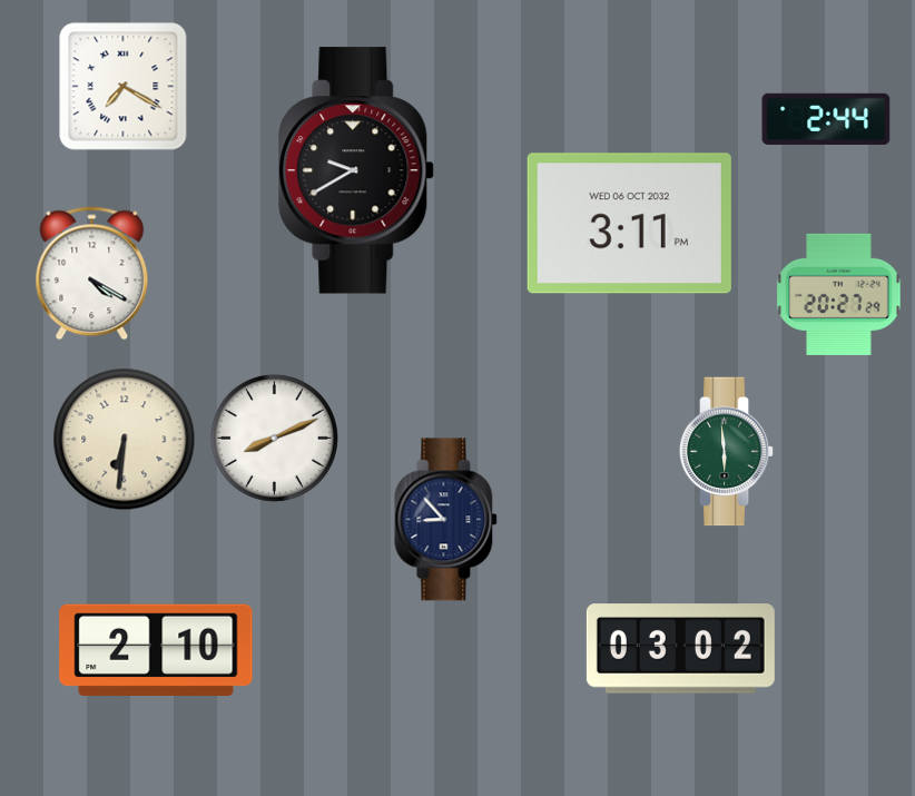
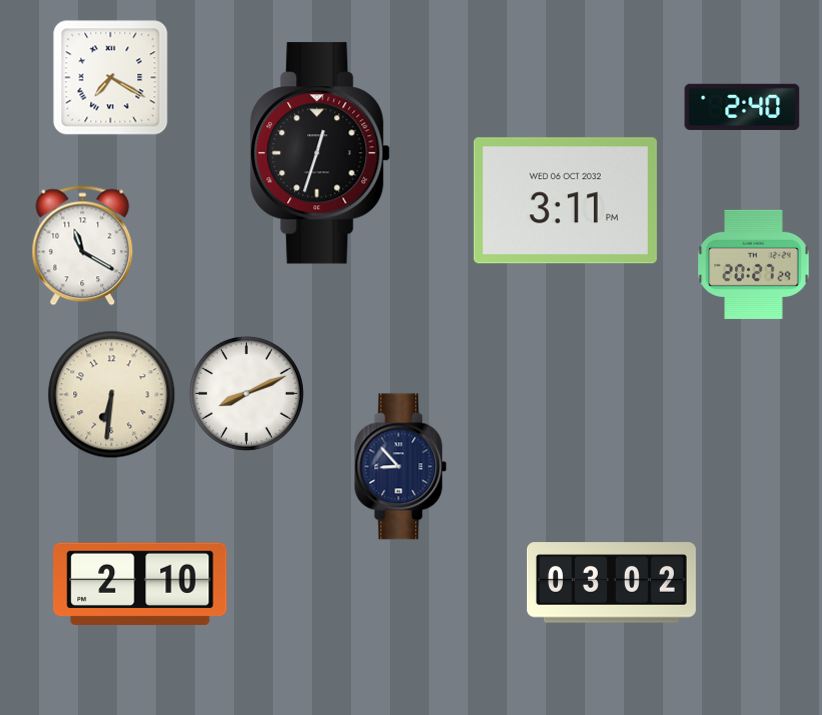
clock at (826, 118): 2:44 -> 2:40
clock at (357, 170): 9:40 -> 12:33
clock at (92, 274): 4:20 -> 11:20
clock at (727, 452): 5:59 -> none
